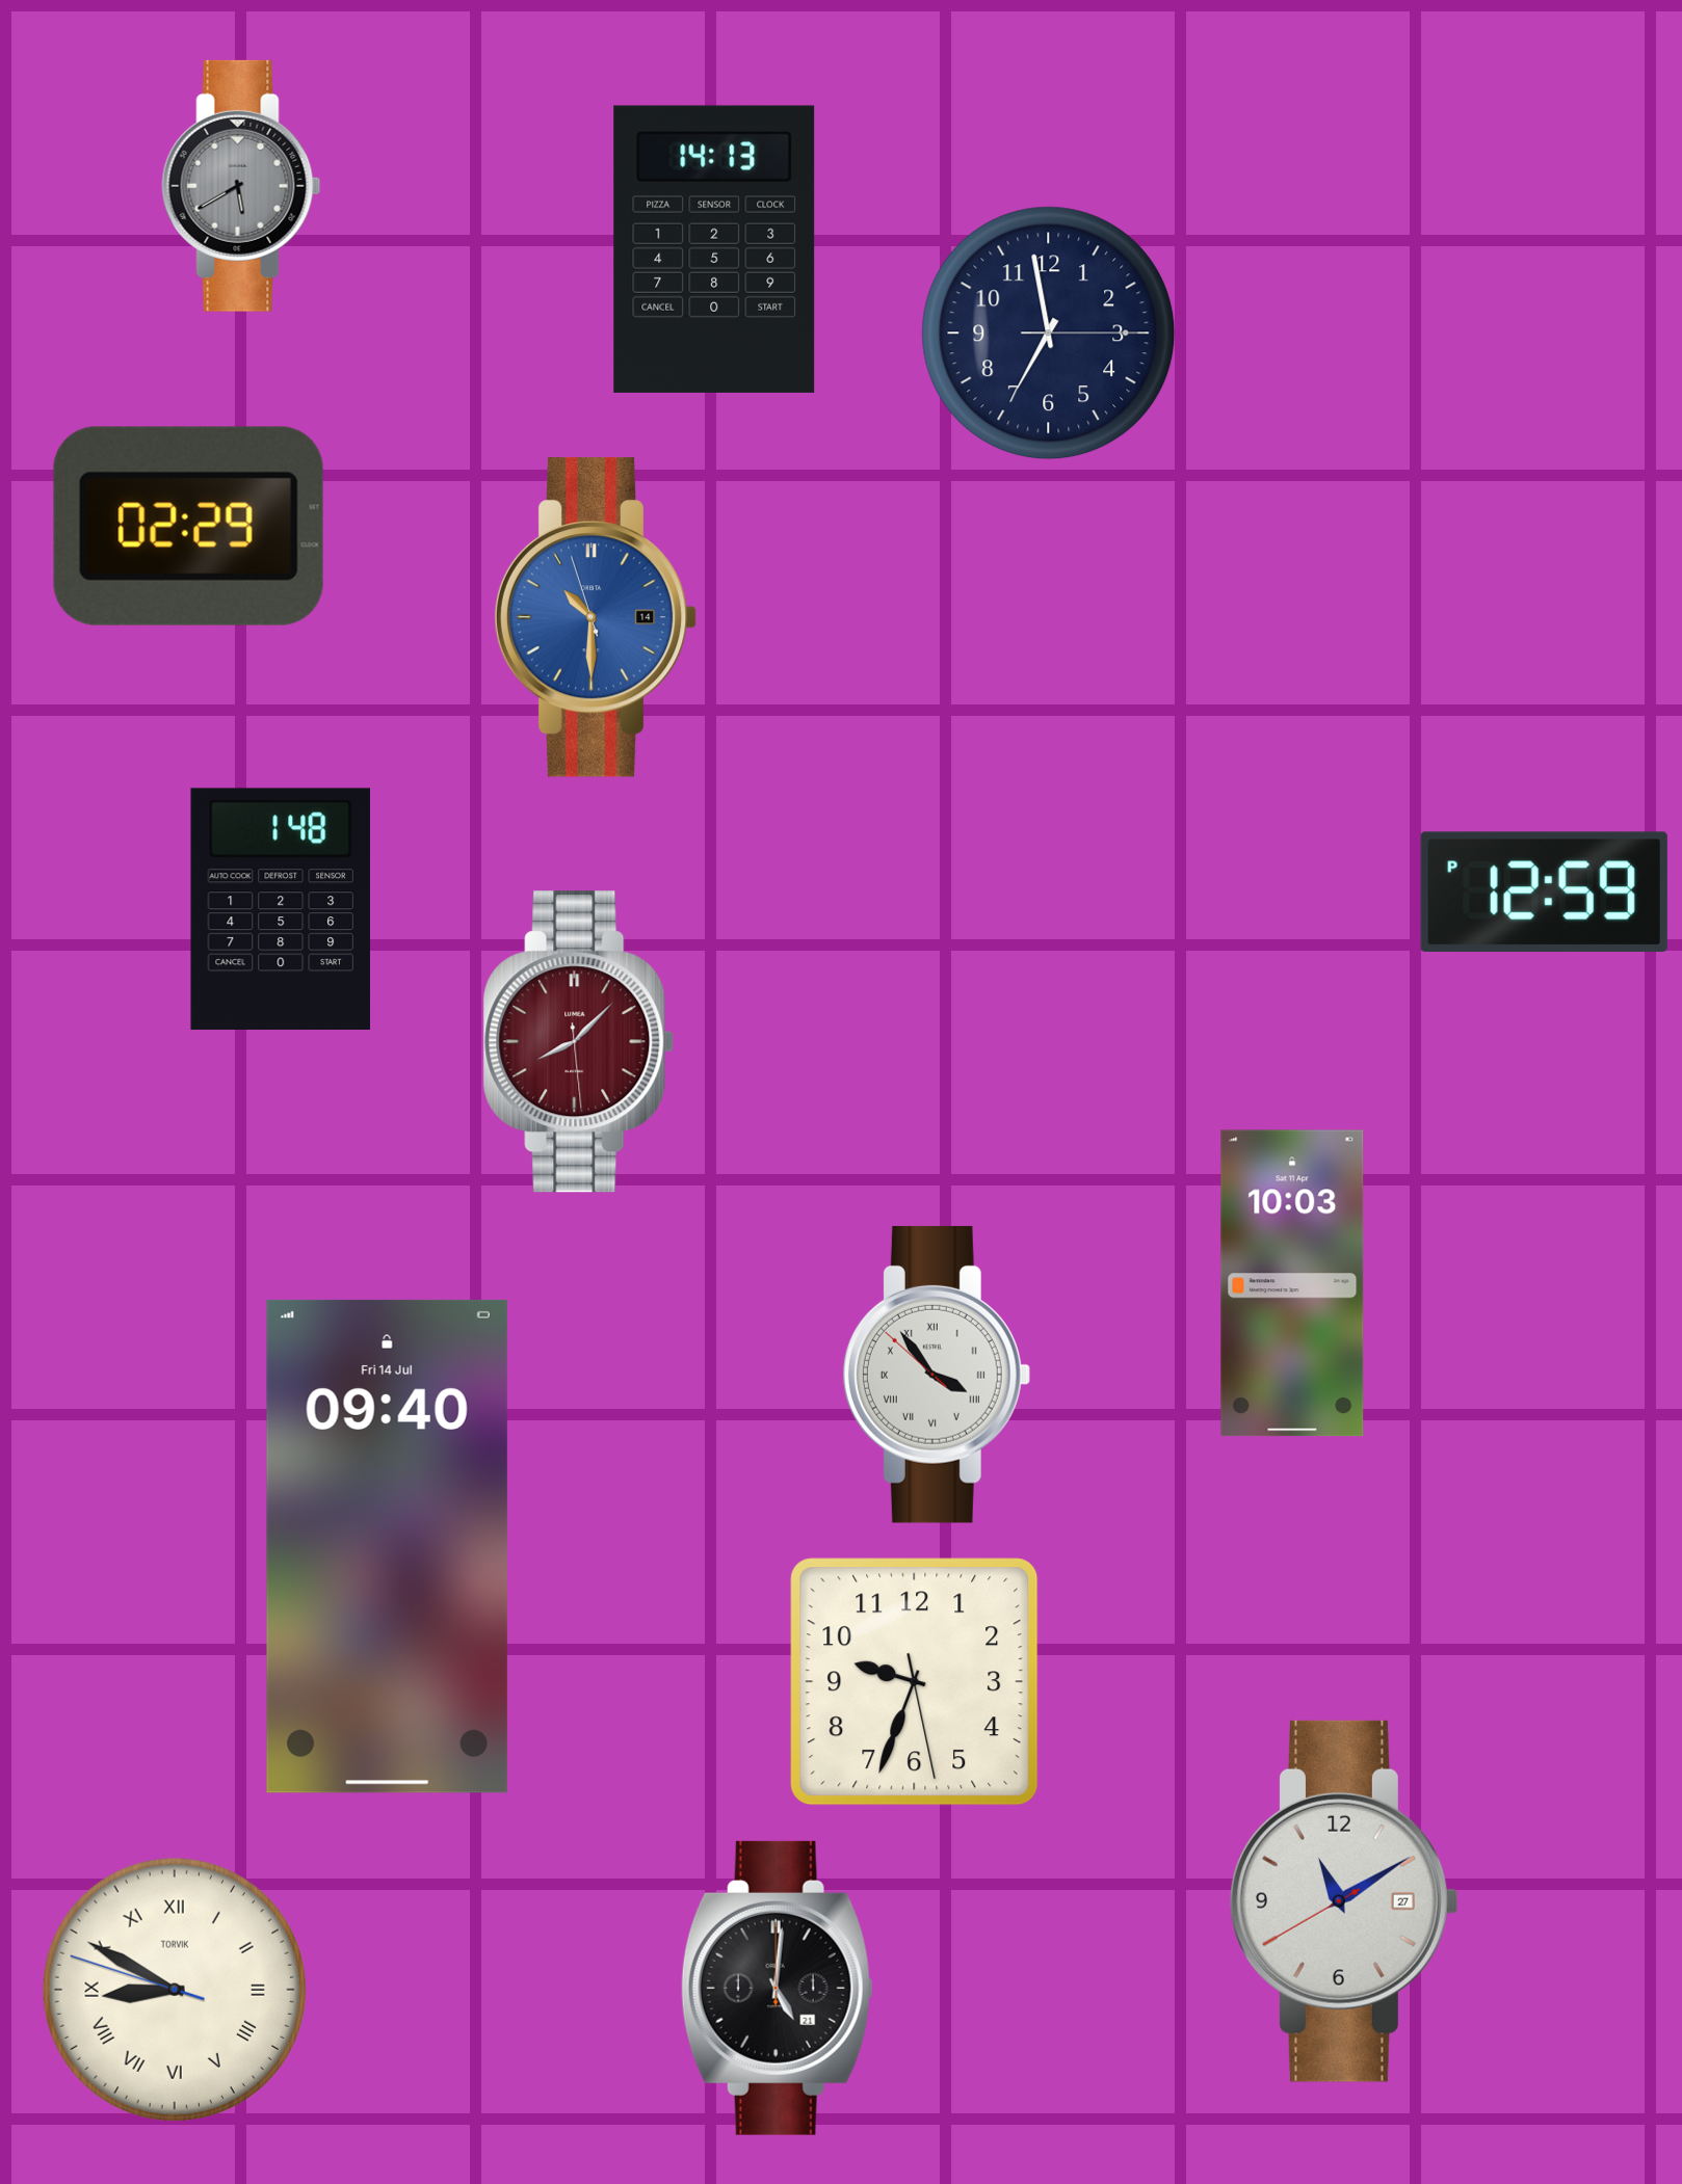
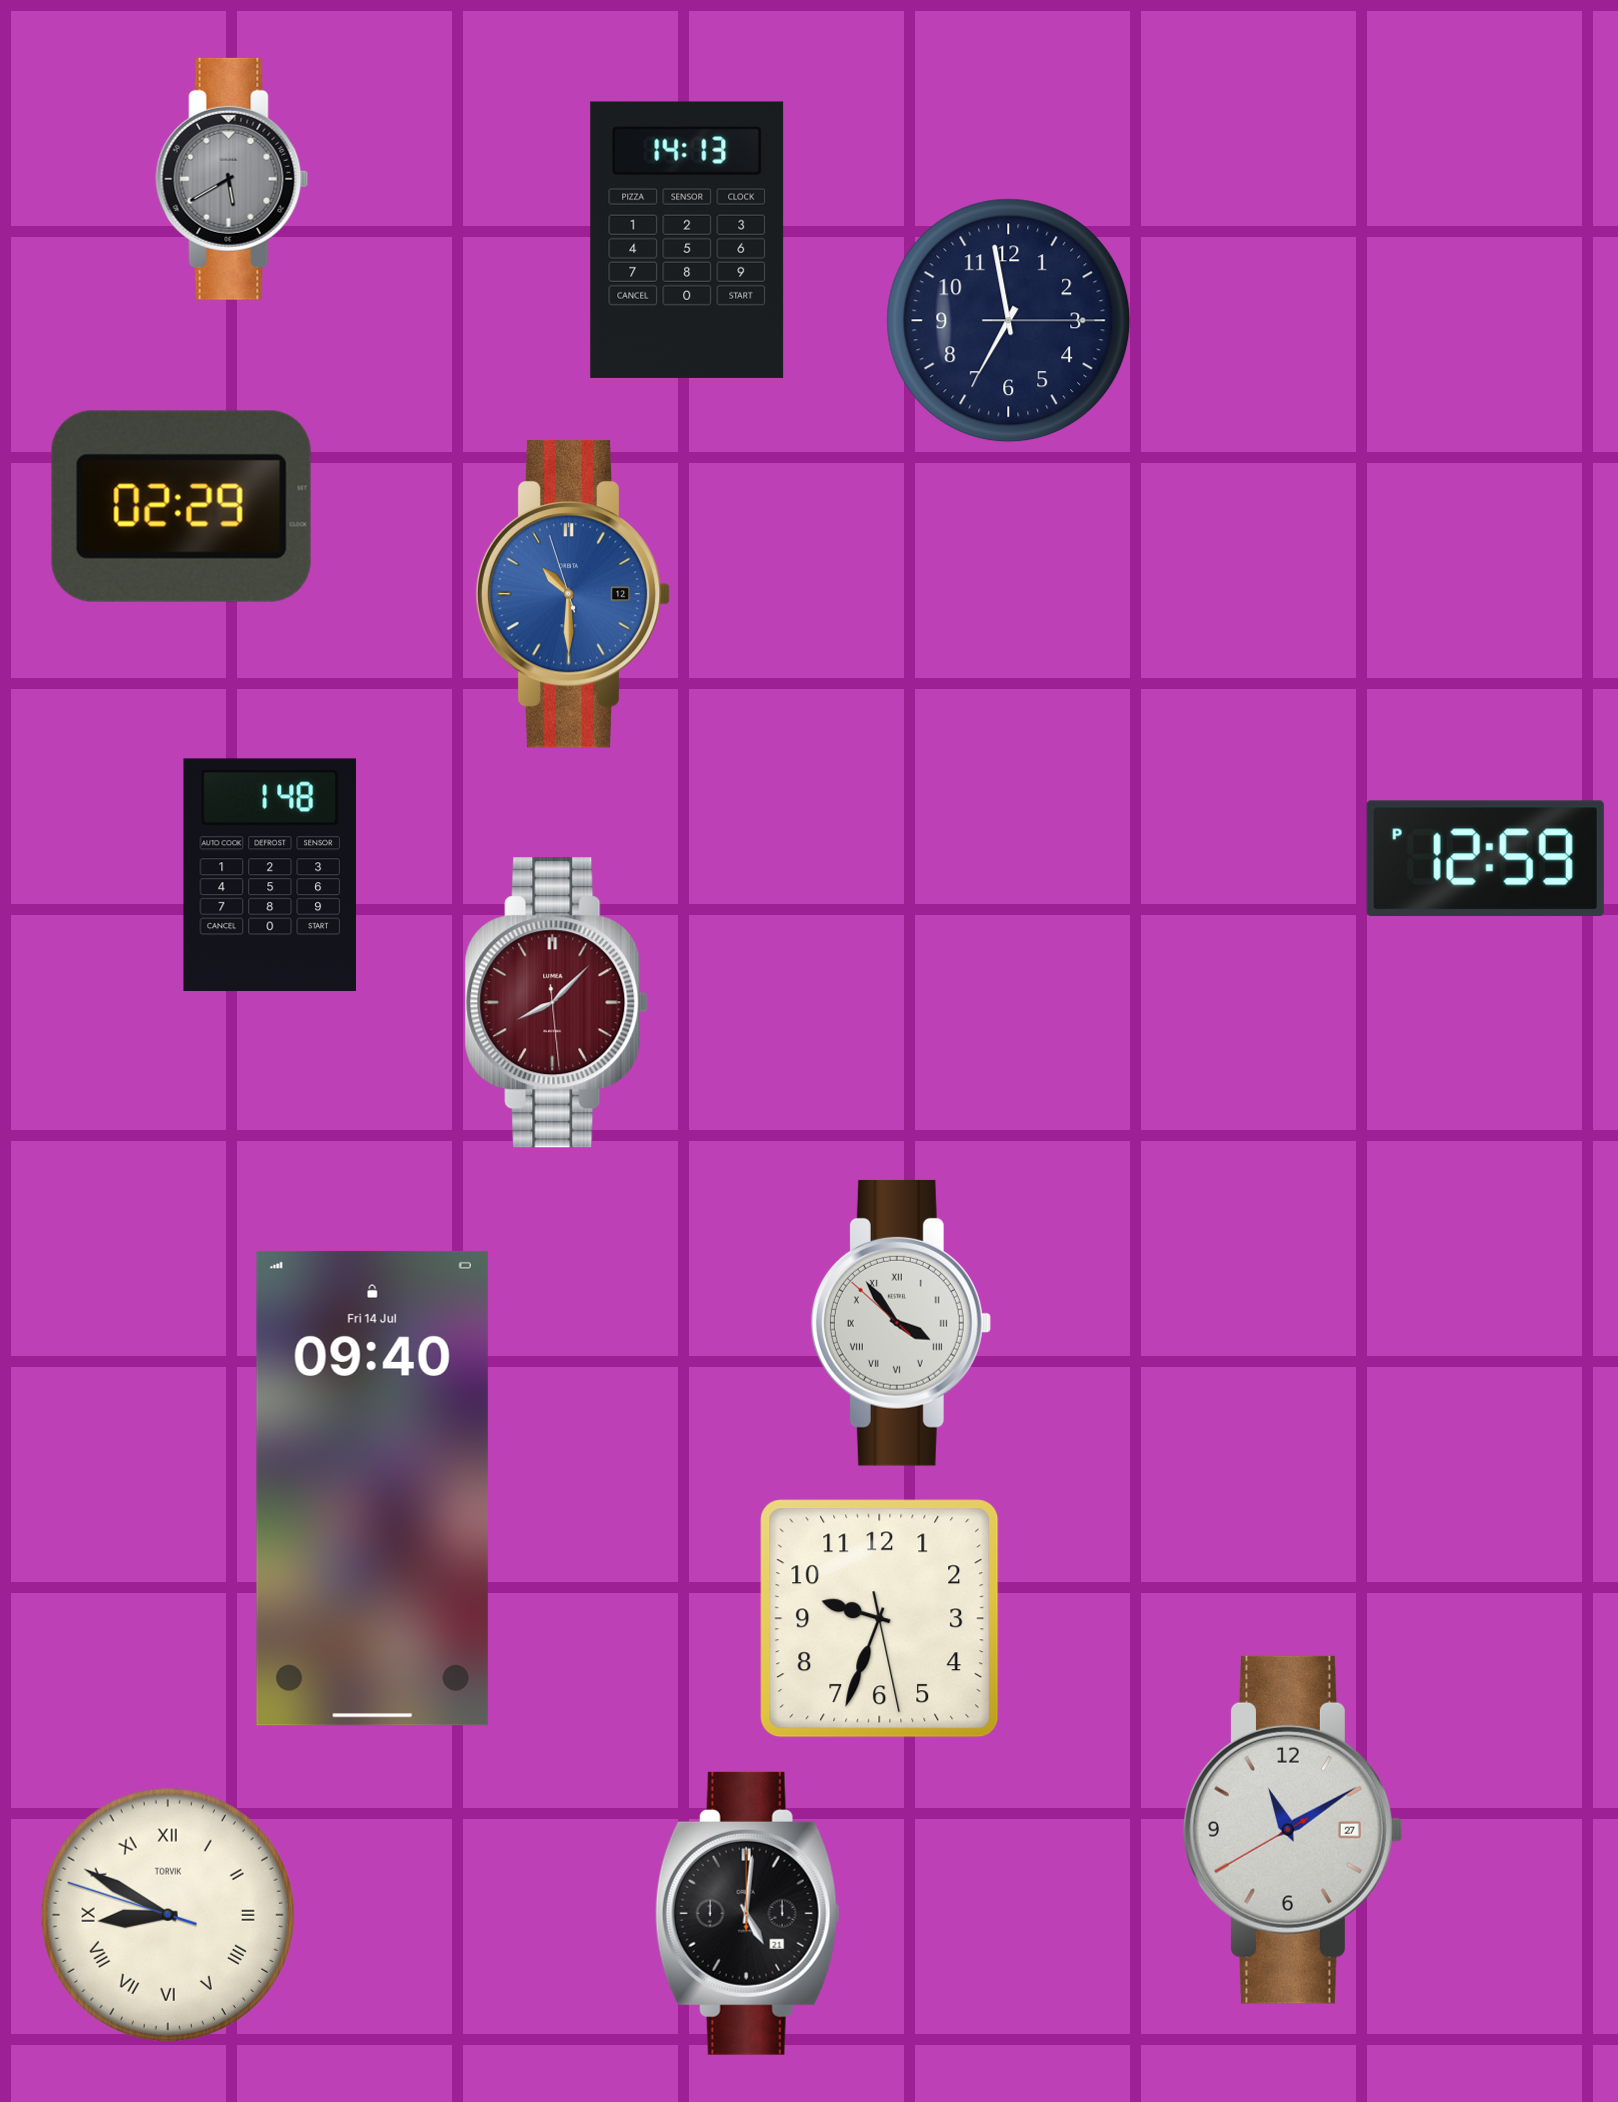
clock at (596, 617) date: 14 -> 12
clock at (1292, 1283): 10:03 -> none
